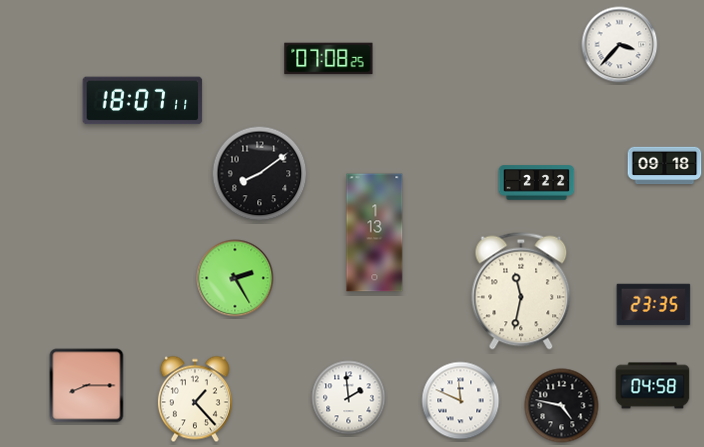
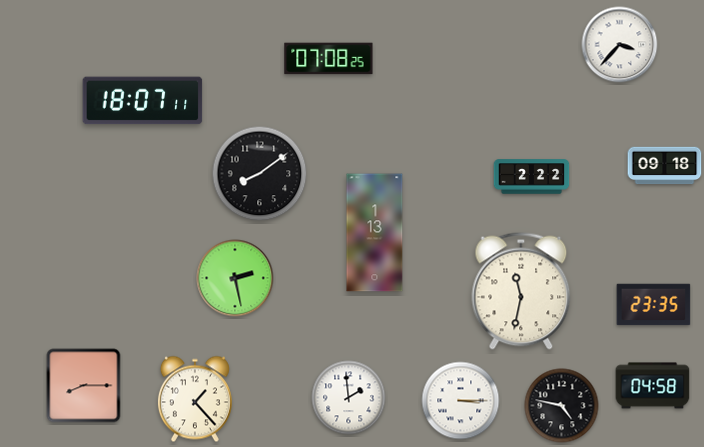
clock at (537, 183) position: (537, 183) -> (532, 177)
clock at (235, 278): 2:25 -> 2:28
clock at (87, 386) position: (87, 386) -> (84, 386)
clock at (461, 401): 11:49 -> 3:15
